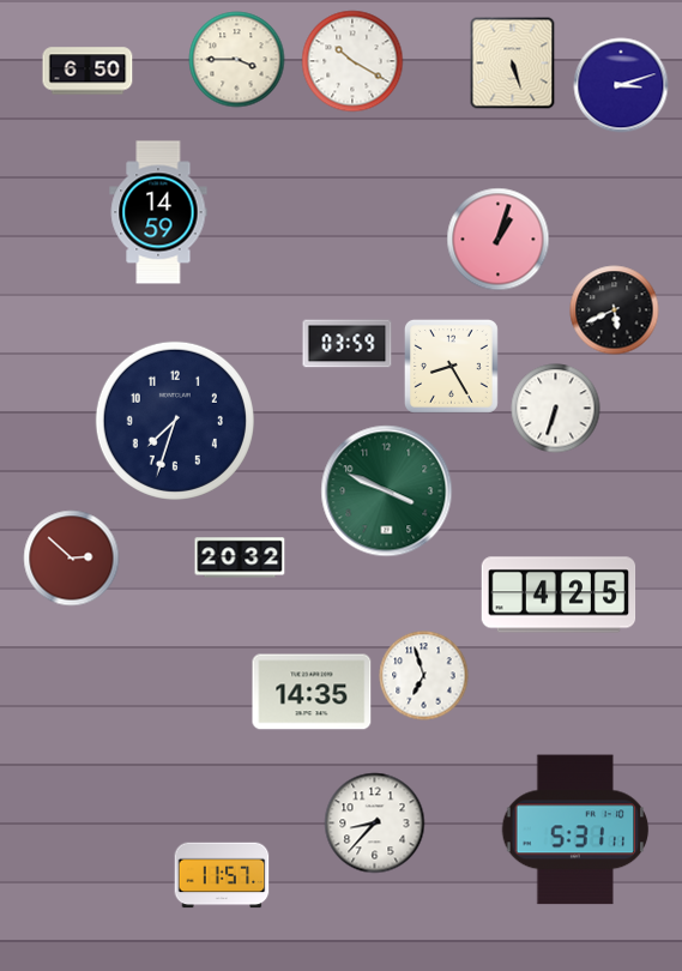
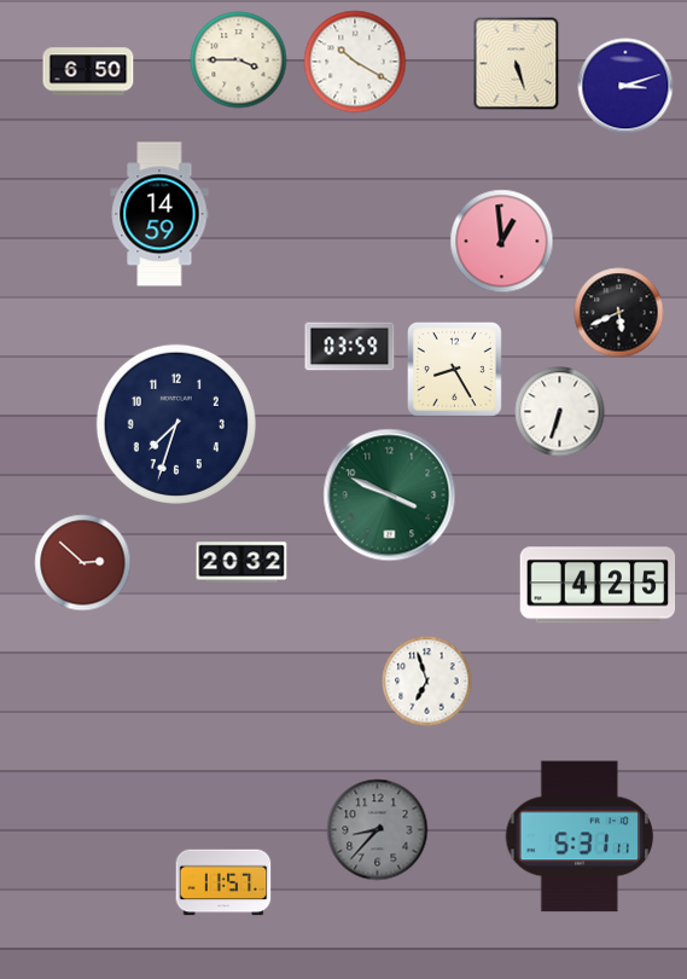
clock at (499, 240): 1:03 -> 12:59
clock at (72, 559) position: (72, 559) -> (83, 563)
clock at (559, 595) position: (559, 595) -> (598, 585)
clock at (312, 692): 14:35 -> none
clock at (375, 824) dial: white -> grey
